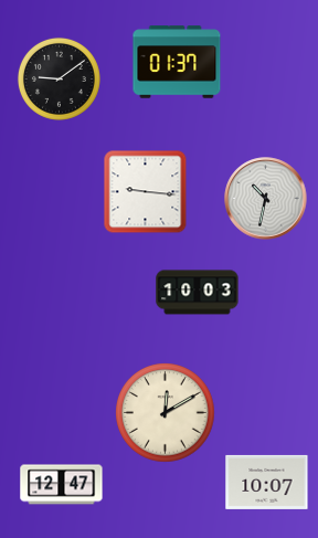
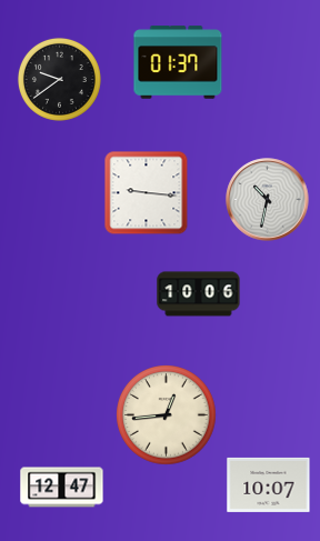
clock at (59, 78): 9:09 -> 9:39
clock at (198, 293): 10:03 -> 10:06
clock at (166, 413): 12:10 -> 12:44
